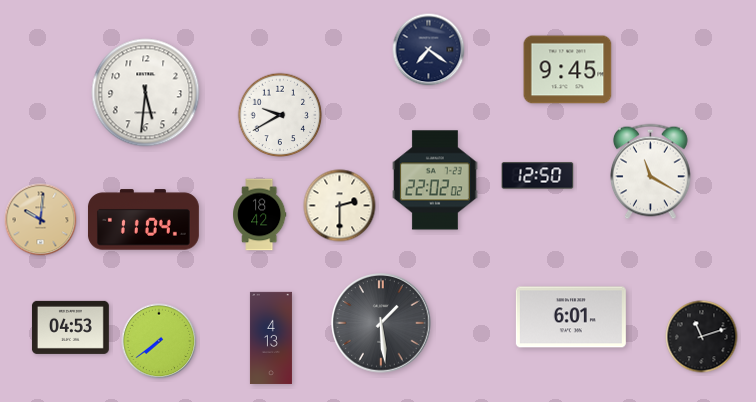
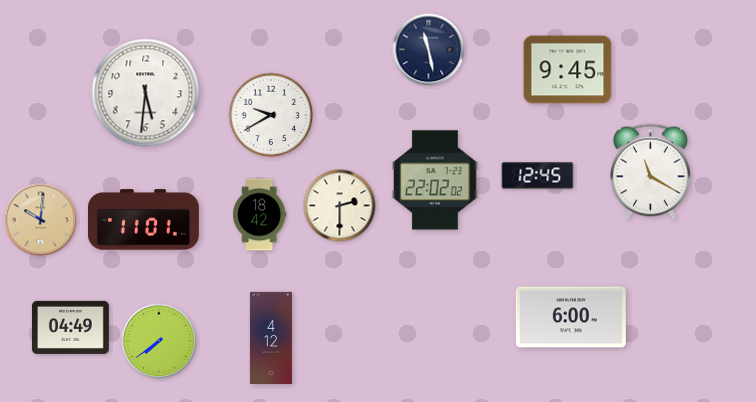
clock at (429, 50): 7:21 -> 11:28
clock at (280, 115) position: (280, 115) -> (271, 115)
clock at (538, 176): 12:50 -> 12:45
clock at (143, 220): 11:04 -> 11:01
clock at (571, 317): 6:01 -> 6:00
clock at (381, 323): 1:29 -> none
clock at (70, 327): 04:53 -> 04:49
clock at (702, 337): 11:12 -> none
clock at (271, 338): 4:13 -> 4:12
